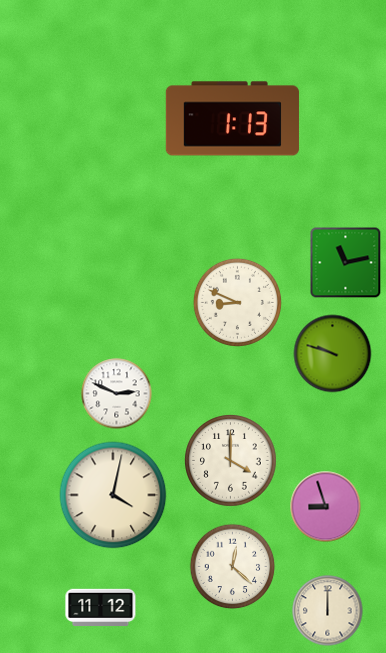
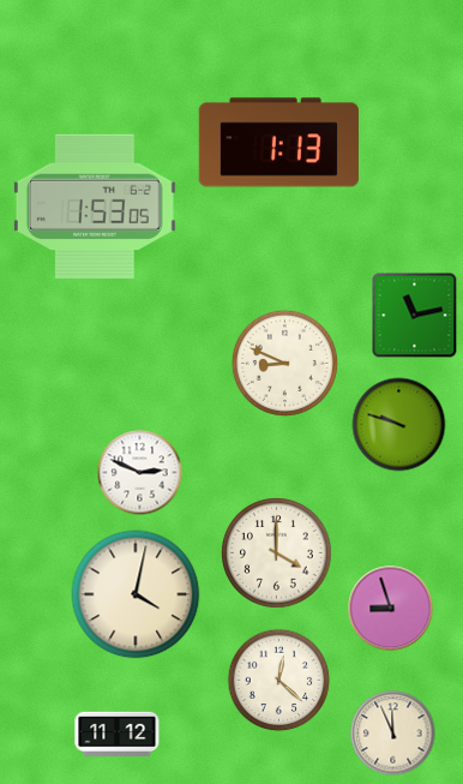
clock at (95, 207): none -> 1:53
clock at (101, 608) position: (101, 608) -> (118, 735)
clock at (328, 611): 12:00 -> 11:56
